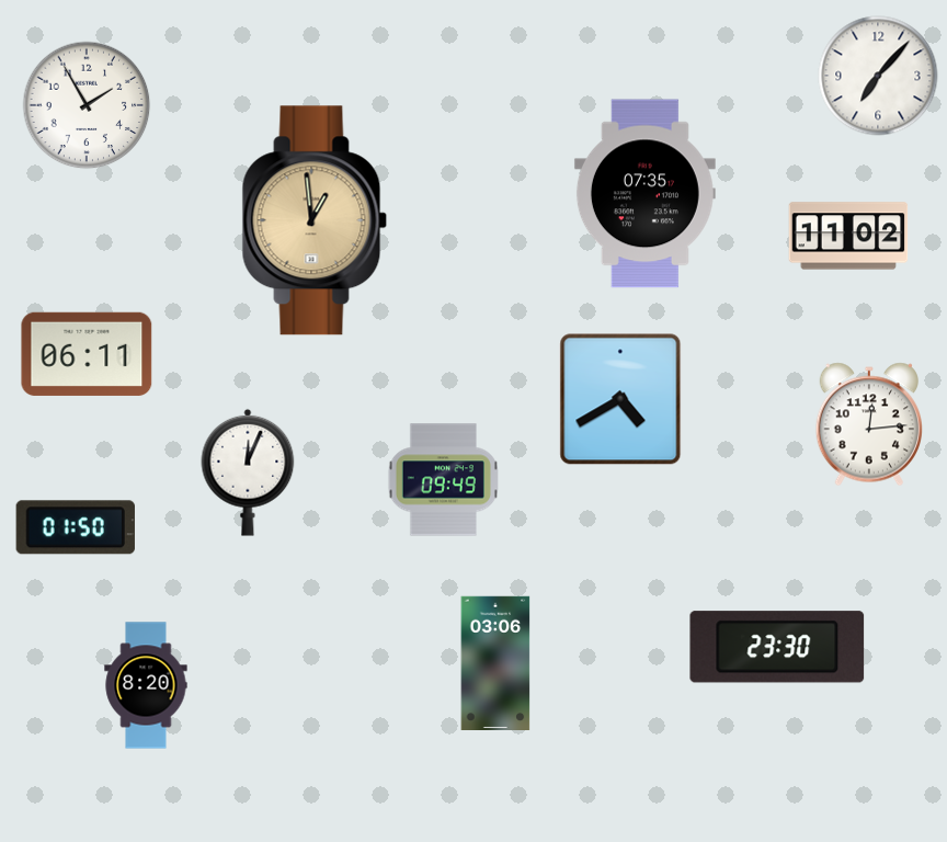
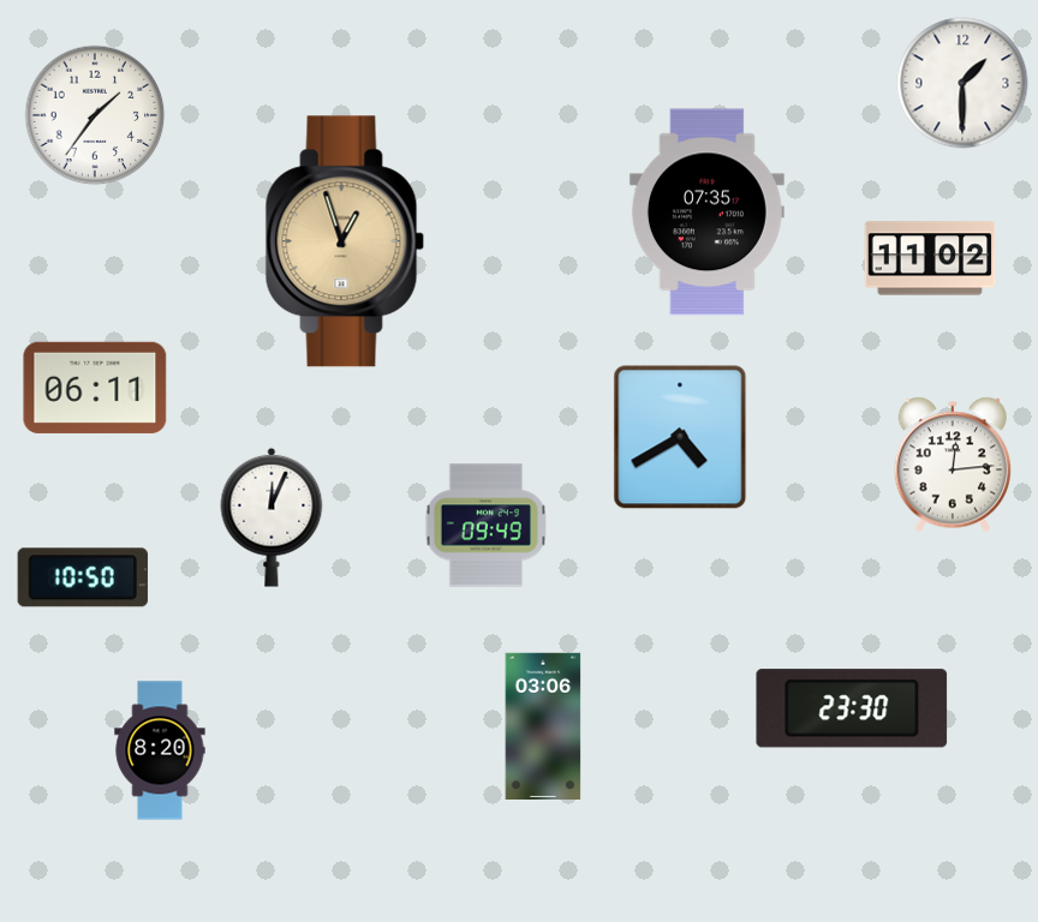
clock at (878, 76): 7:07 -> 1:30
clock at (87, 105): 1:55 -> 1:36
clock at (315, 220): 12:59 -> 12:57
clock at (76, 527): 01:50 -> 10:50
